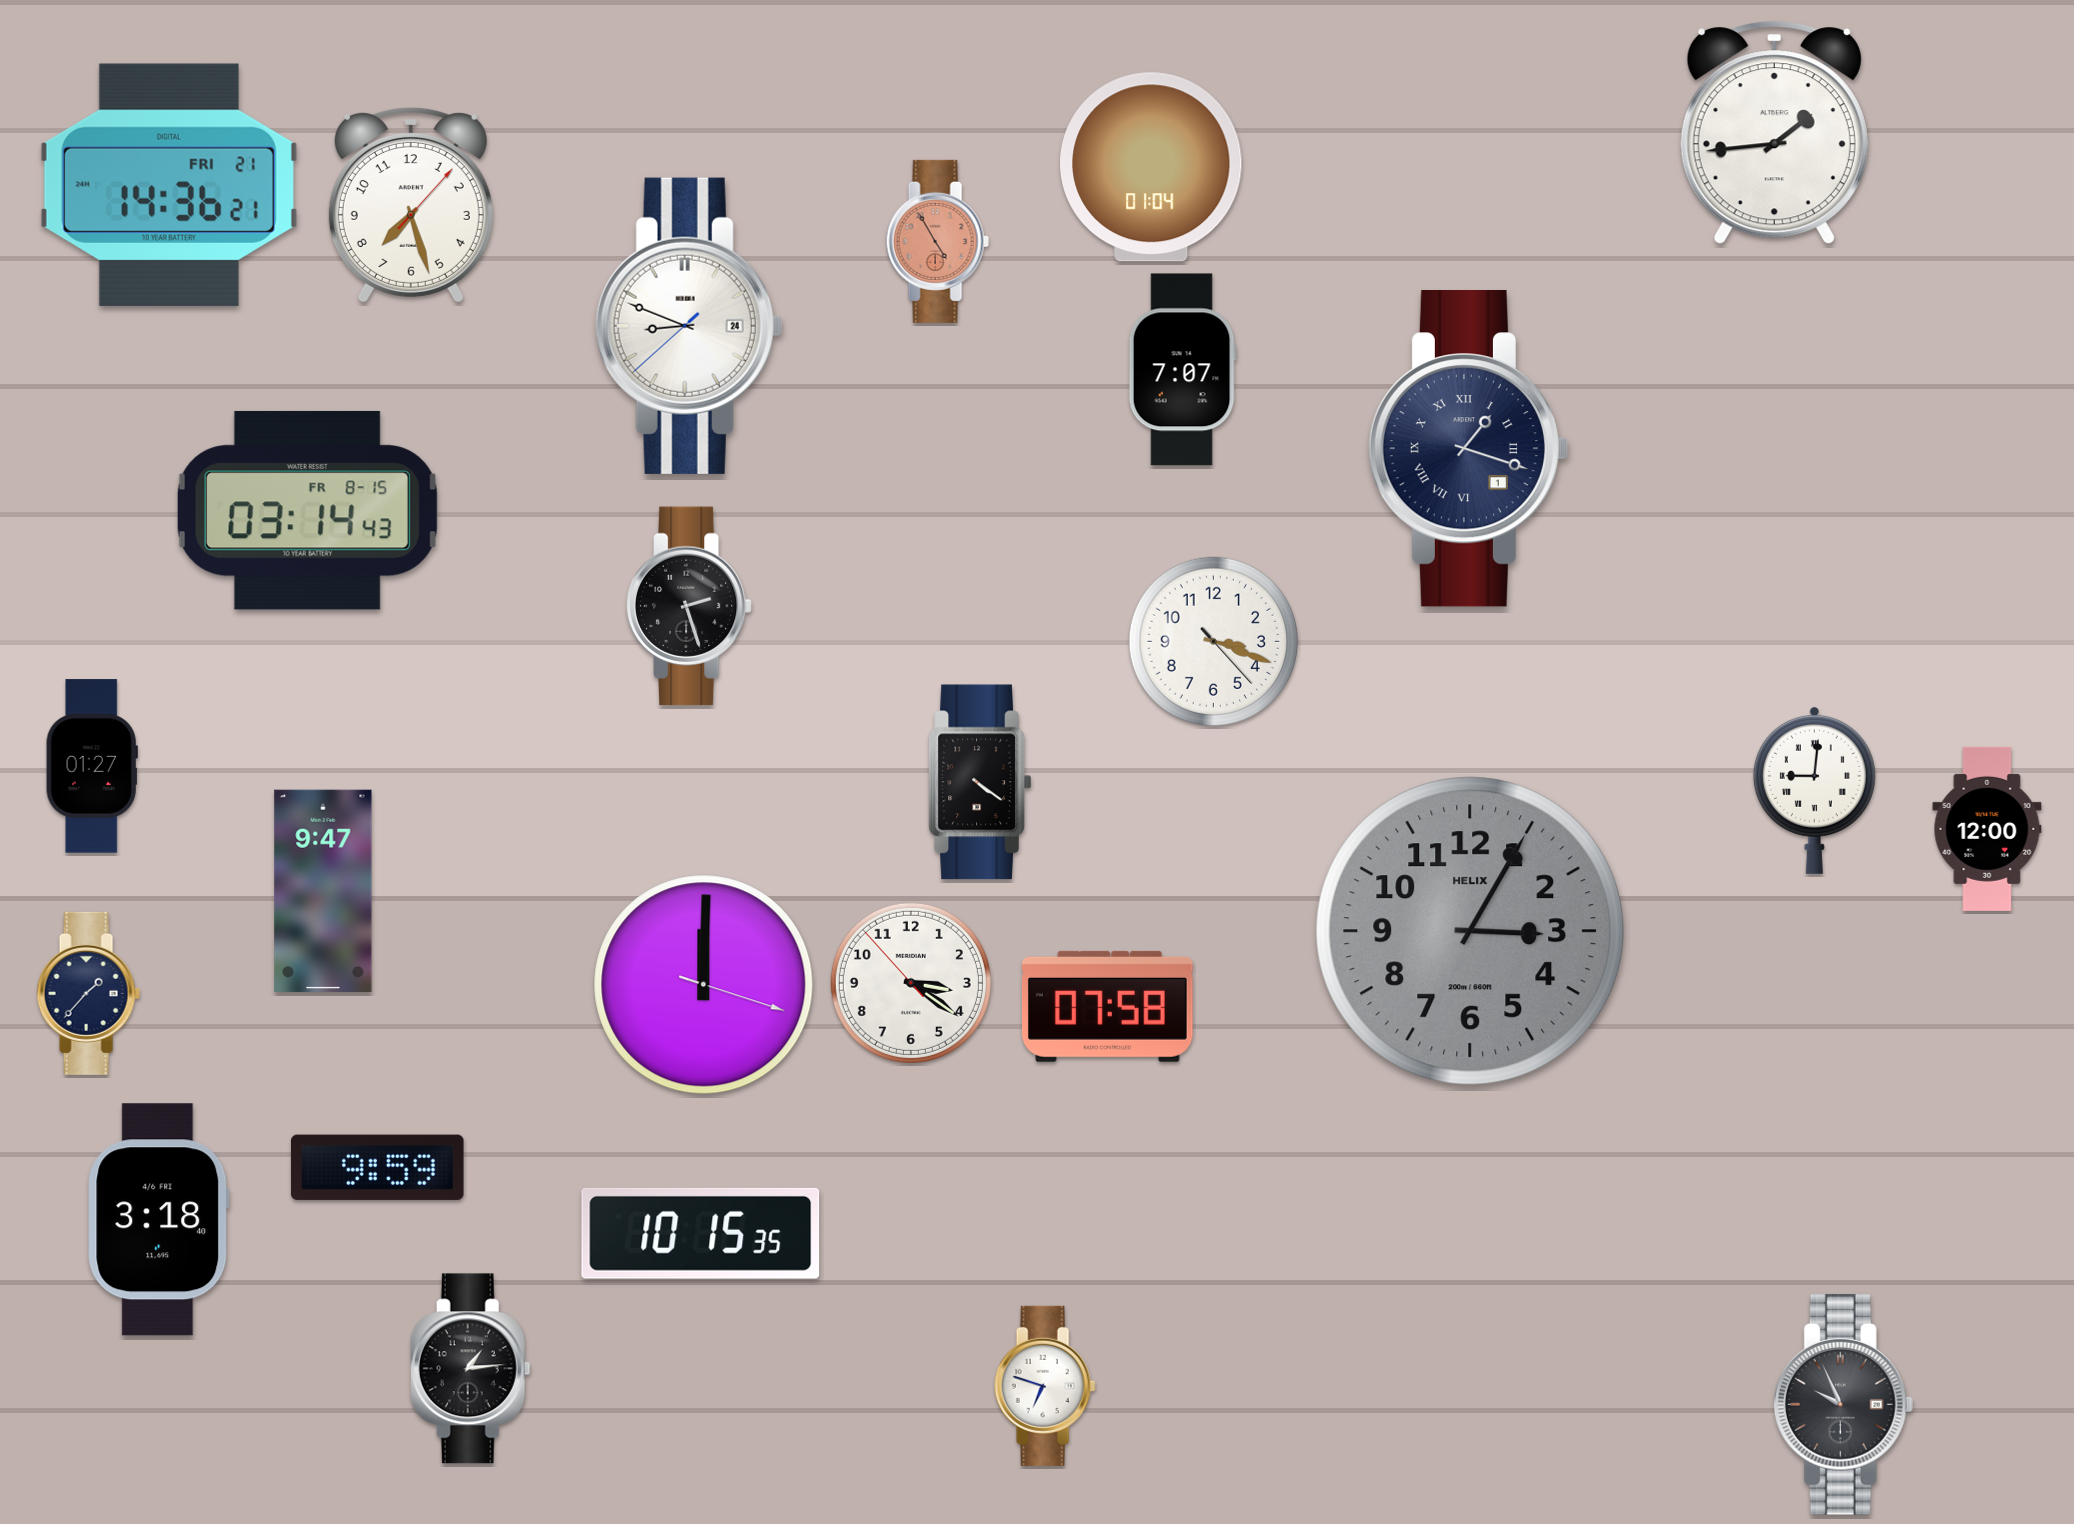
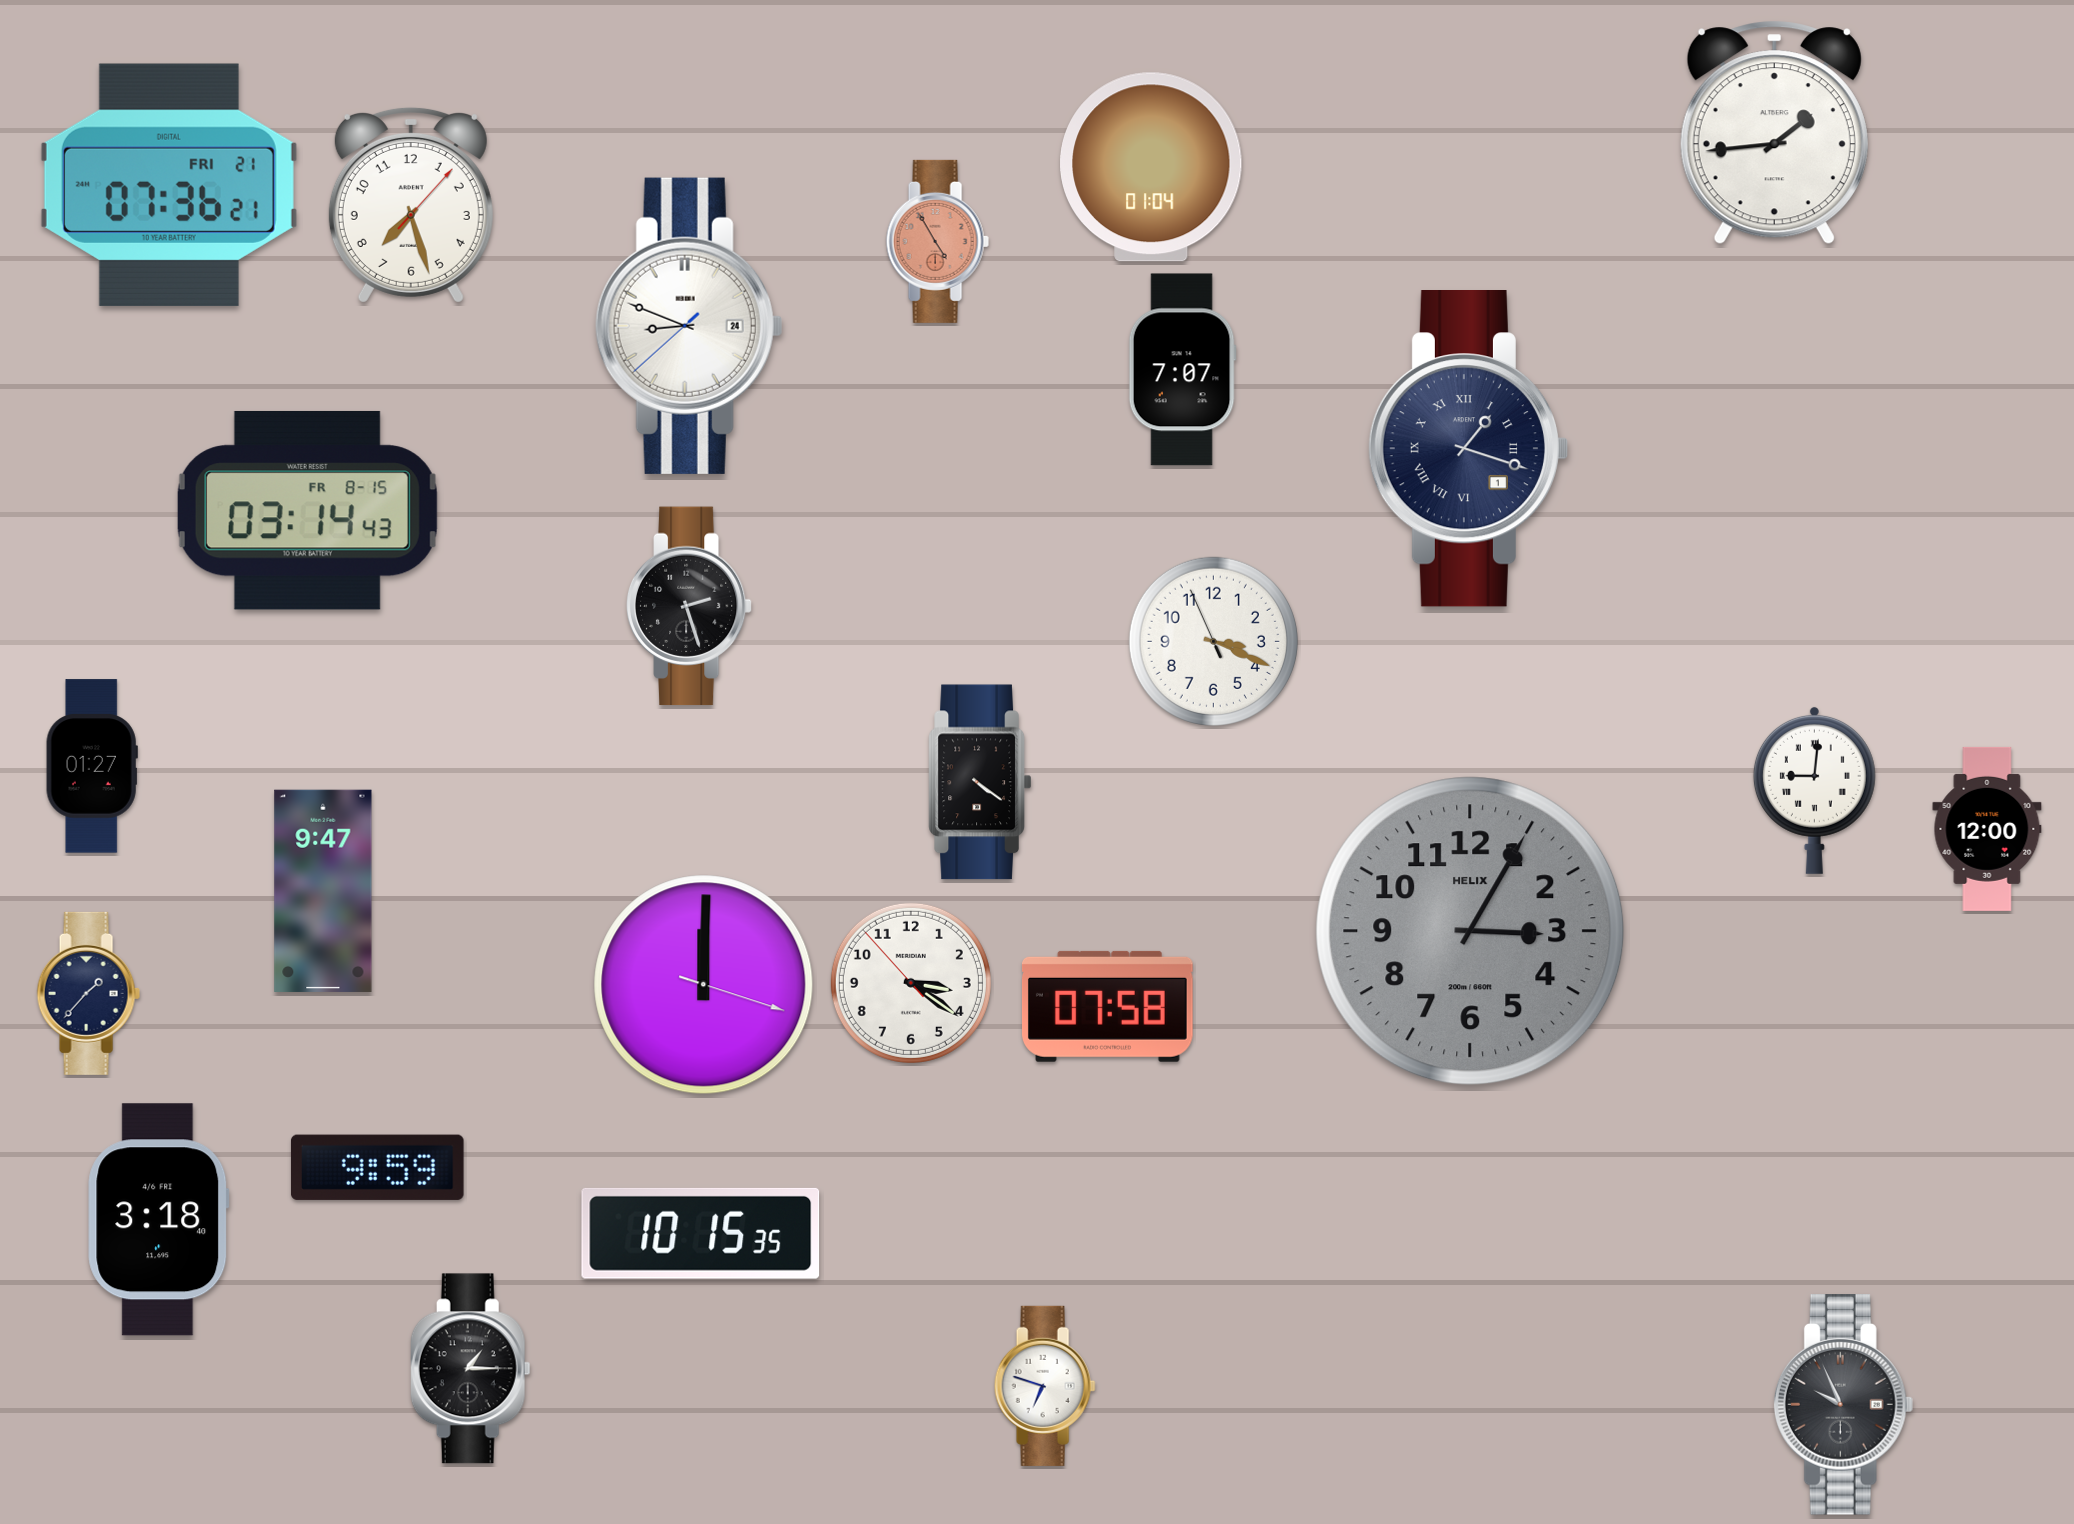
clock at (169, 185): 14:36 -> 07:36
clock at (1213, 641): 3:18:23 -> 3:18:56
clock at (470, 1369): 1:14 -> 1:15
